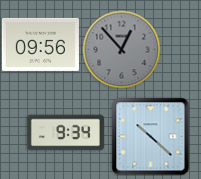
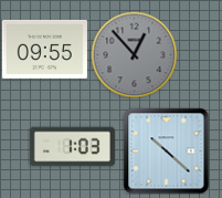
clock at (40, 44): 09:56 -> 09:55
clock at (65, 133): 9:34 -> 1:03
